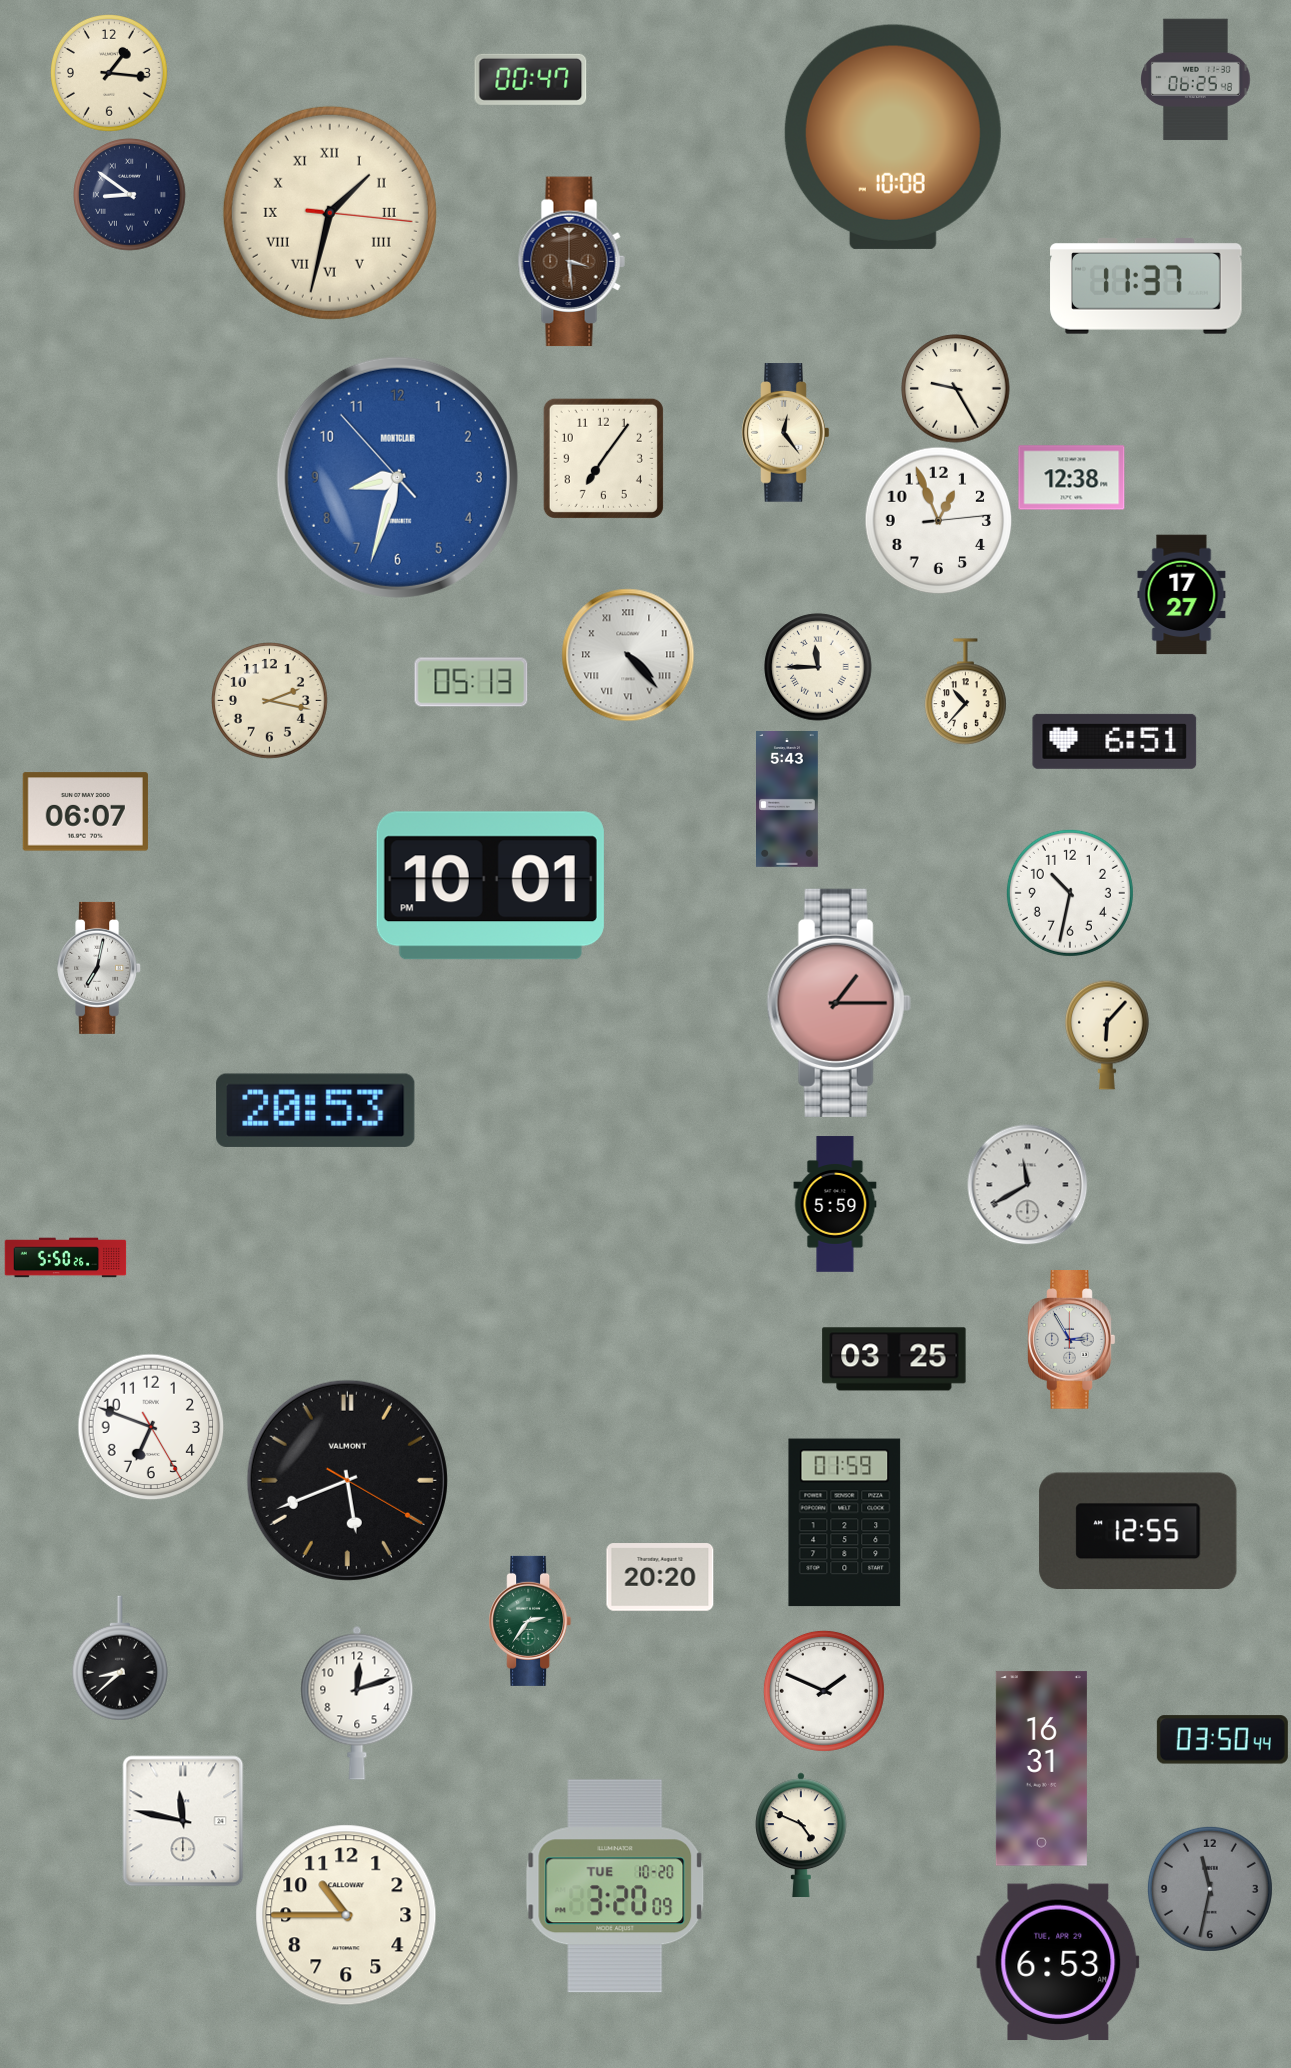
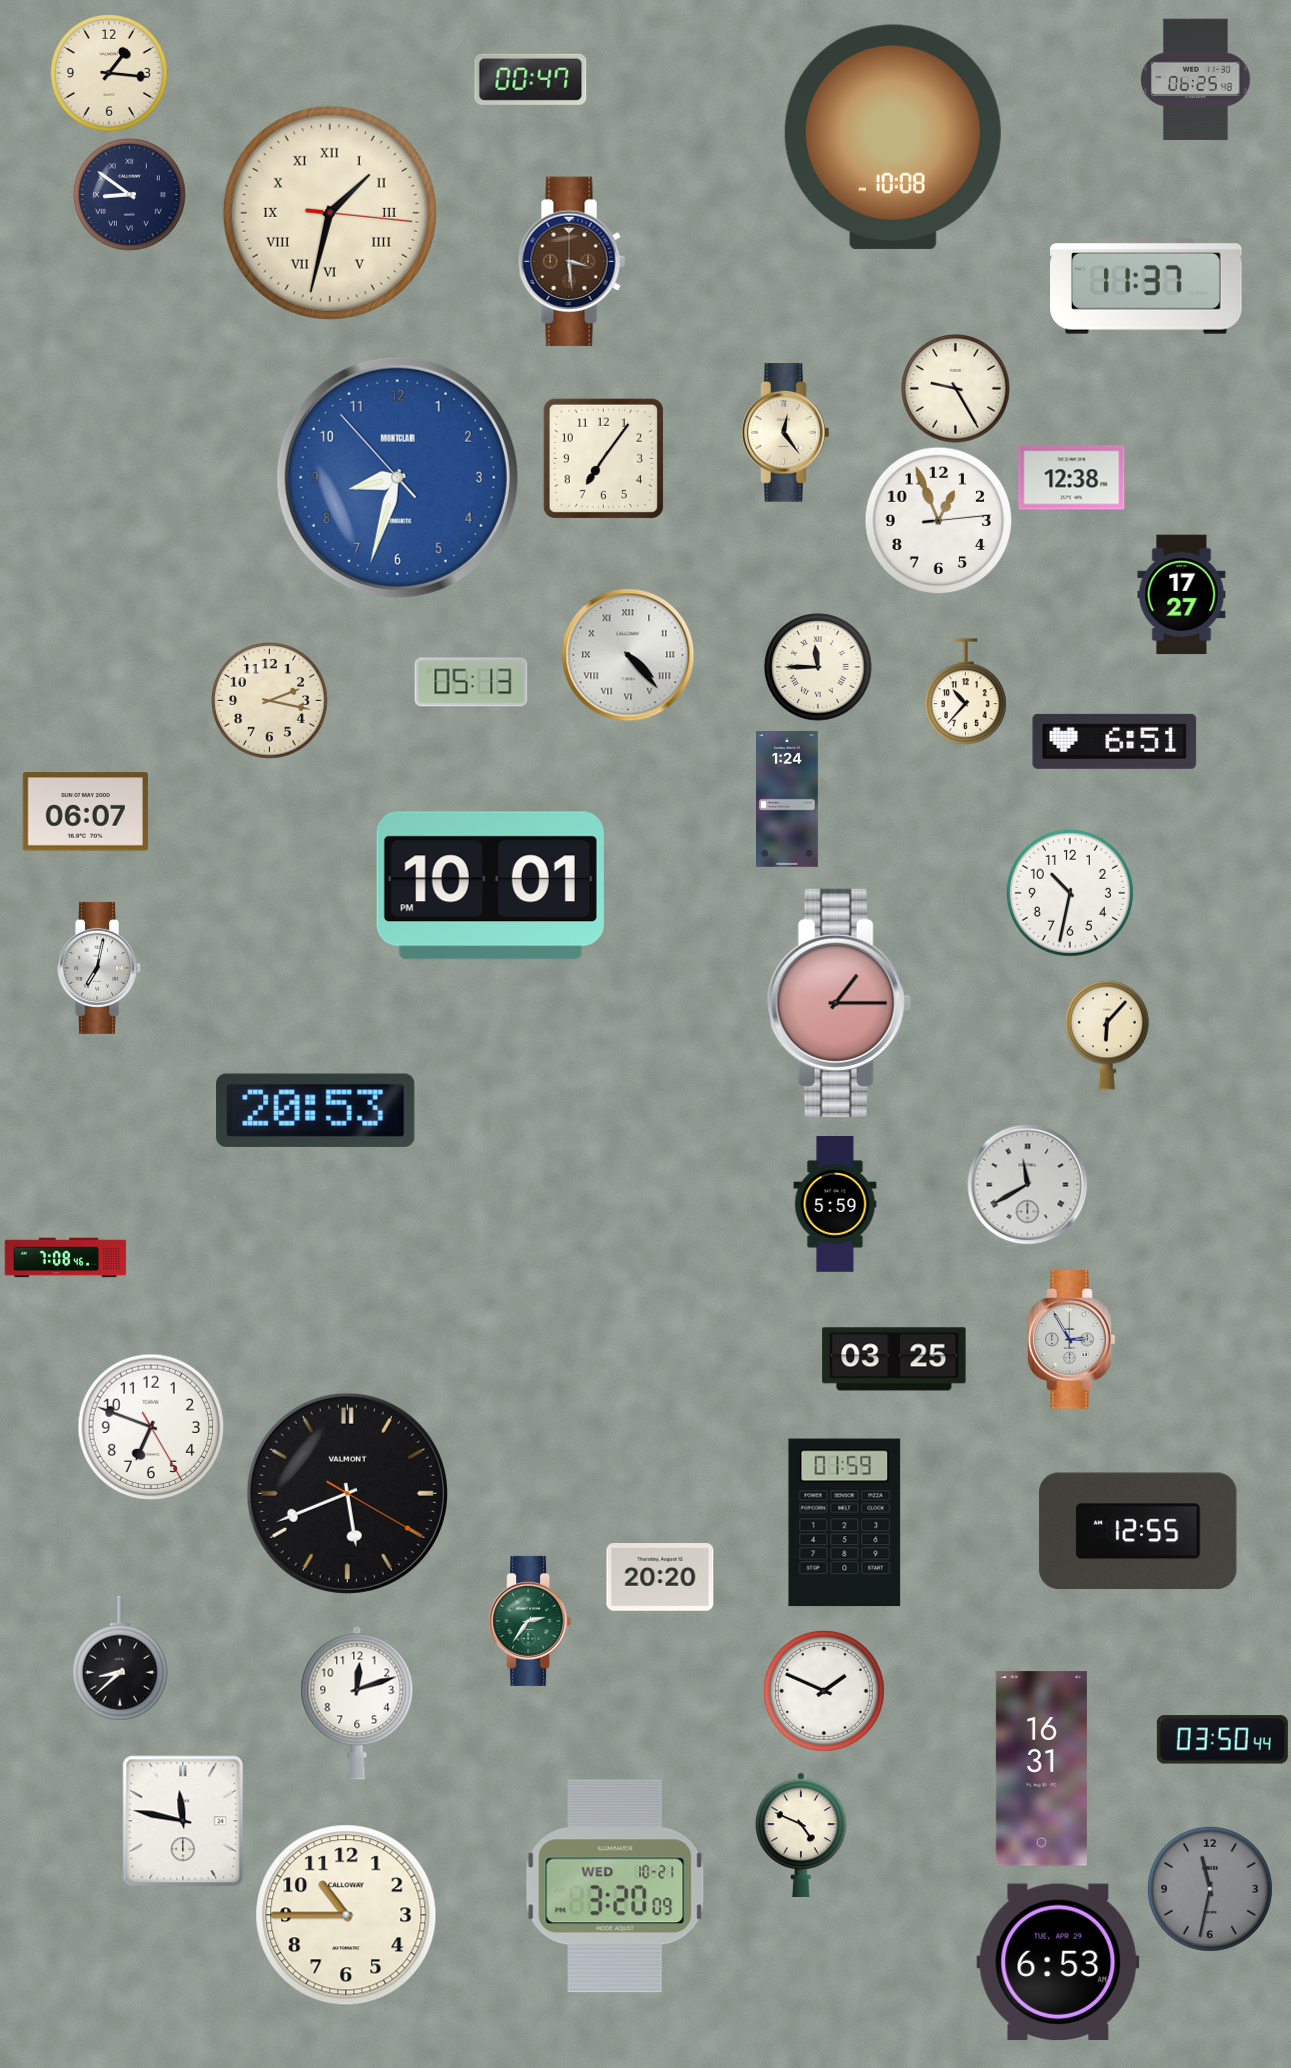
clock at (788, 800): 5:43 -> 1:24
clock at (66, 1258): 5:50 -> 7:08
clock at (347, 1480) position: (347, 1480) -> (347, 1493)
clock at (615, 1886) date: TUE 10-20 -> WED 10-21
